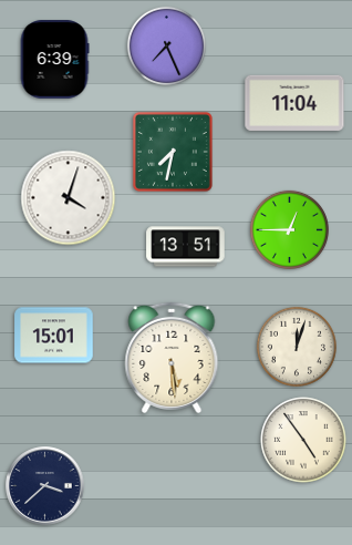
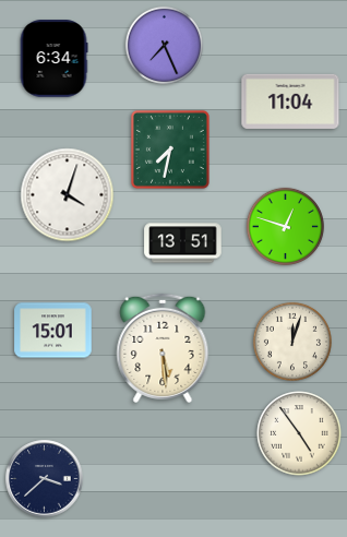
clock at (54, 60): 6:39 -> 6:34
clock at (289, 229): 12:45 -> 12:48
clock at (172, 358) position: (172, 358) -> (163, 348)
